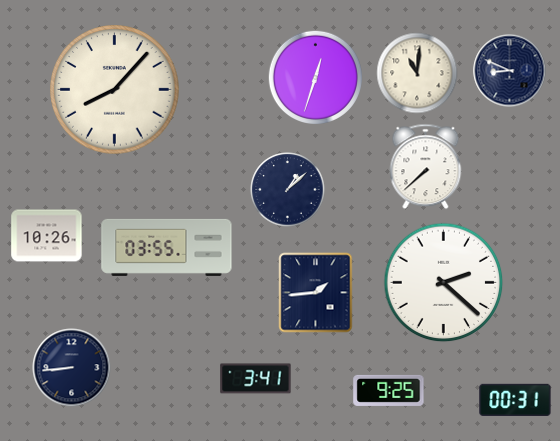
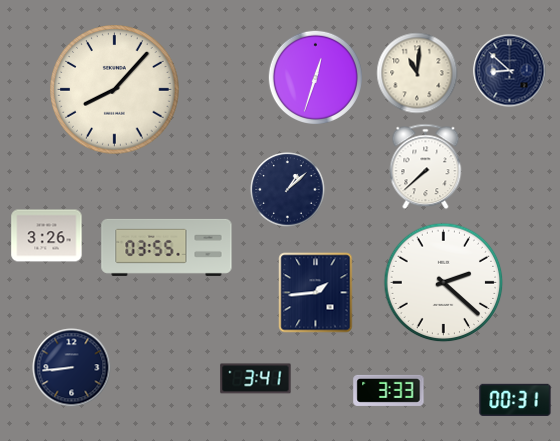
clock at (510, 71): 8:49 -> 8:52
clock at (47, 236): 10:26 -> 3:26
clock at (389, 390): 9:25 -> 3:33
